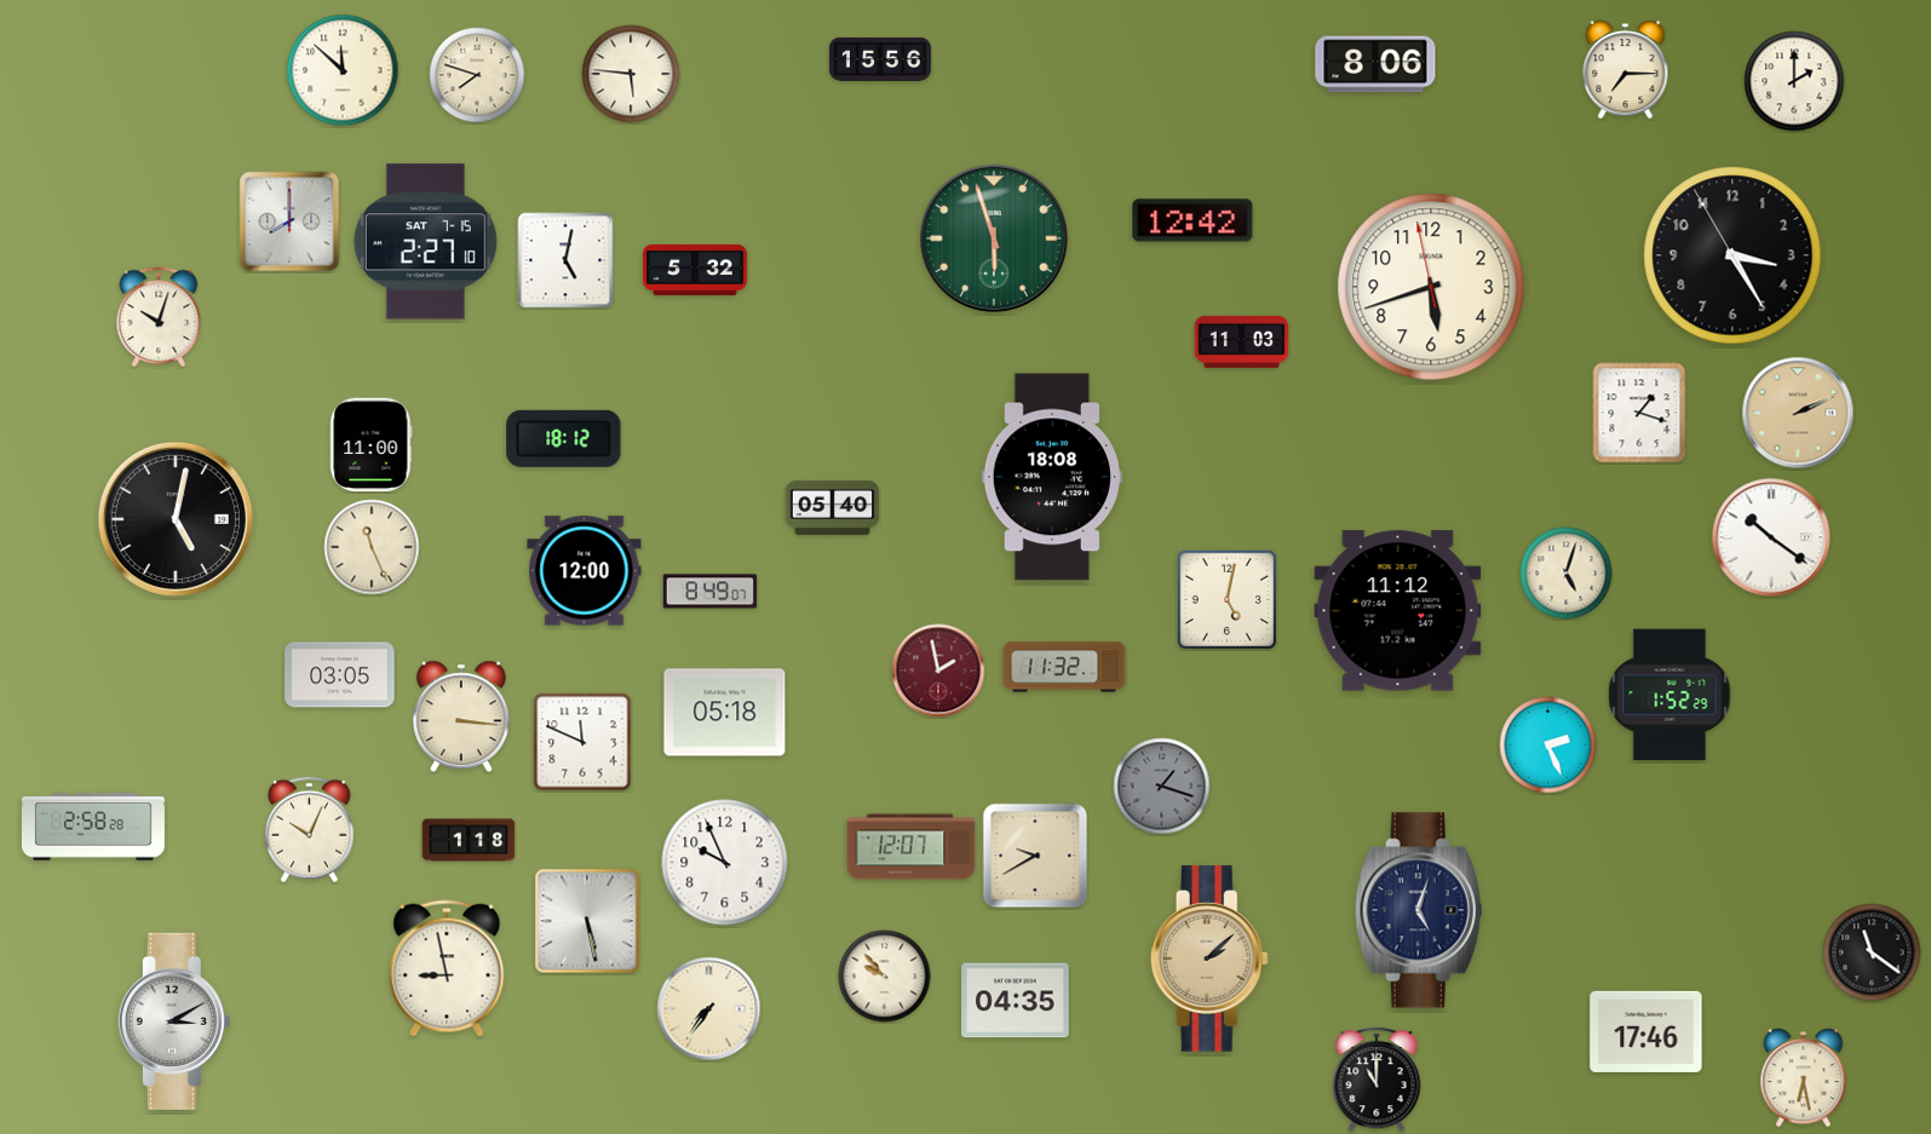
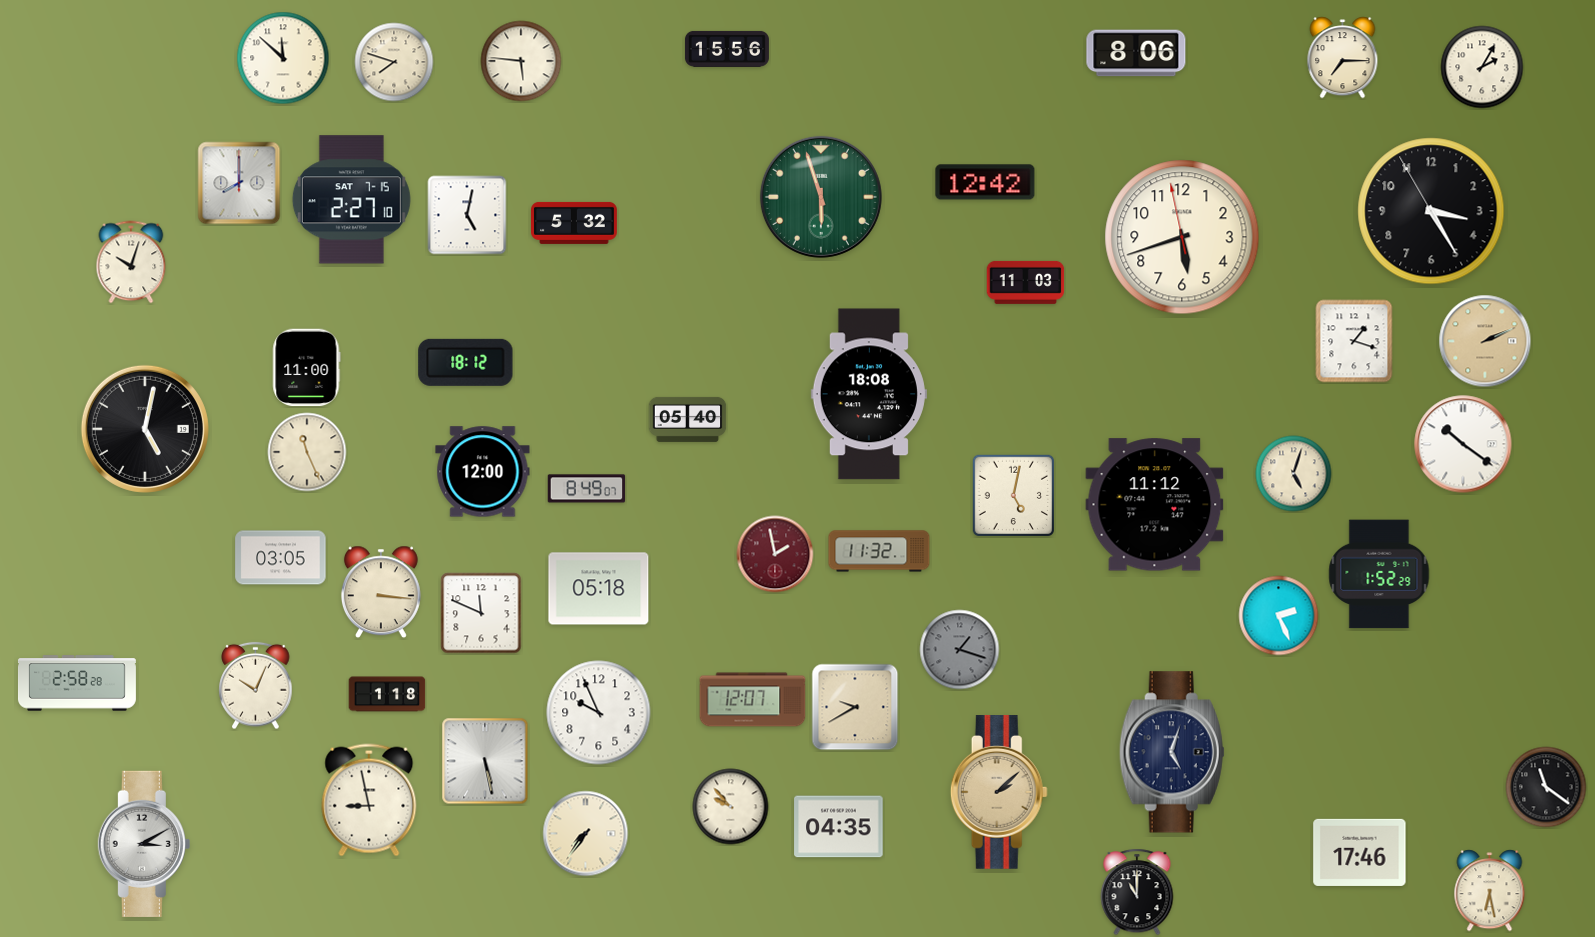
clock at (1794, 81): 2:00 -> 2:05
